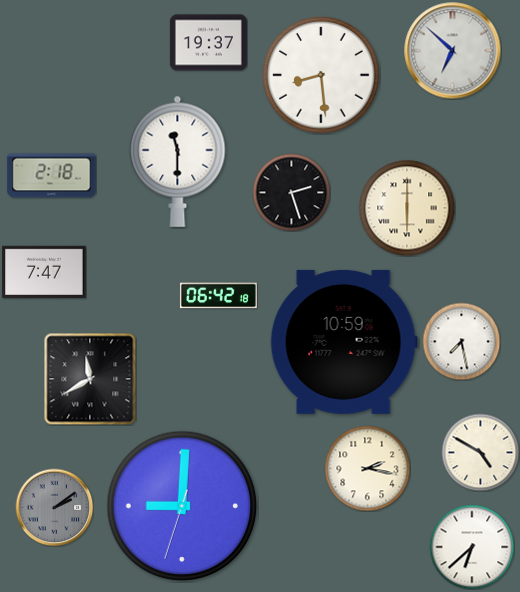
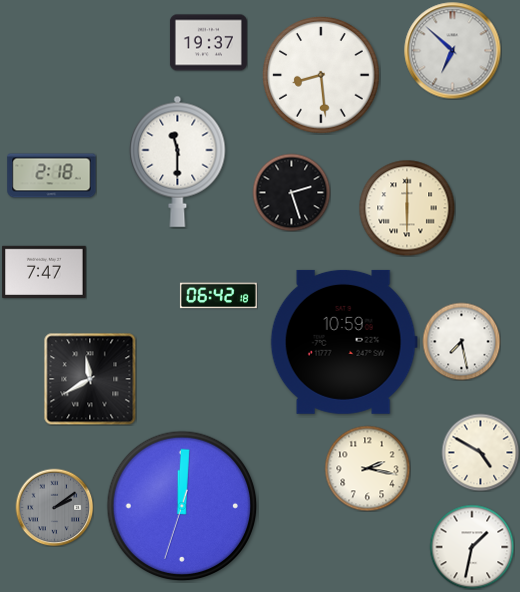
clock at (182, 506): 9:00 -> 12:00
clock at (472, 547): 6:38 -> 1:32
